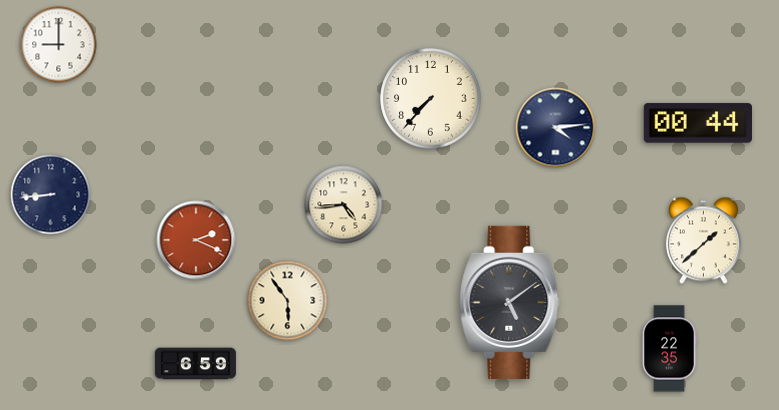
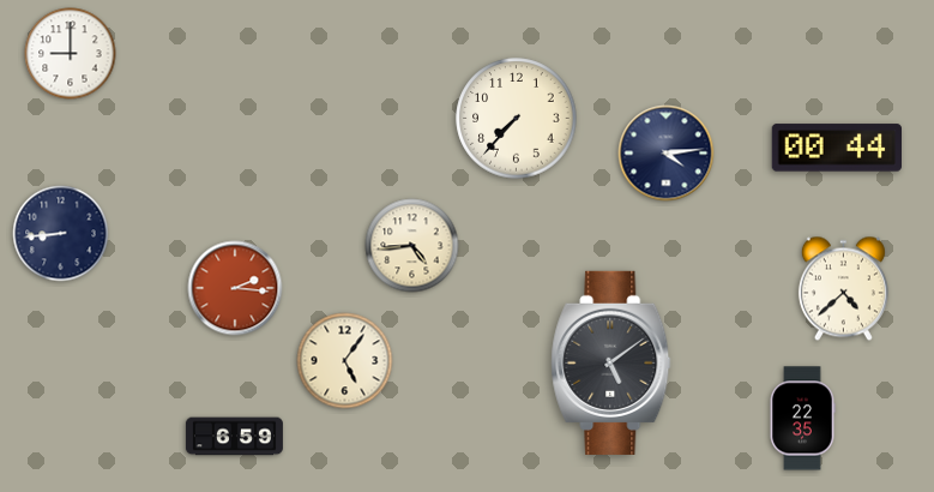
clock at (196, 240): 2:19 -> 2:16
clock at (703, 241): 1:38 -> 4:38
clock at (288, 301): 5:54 -> 5:06
